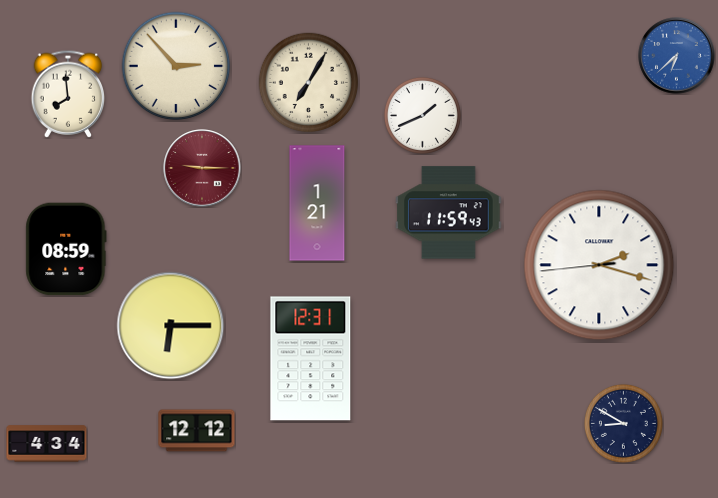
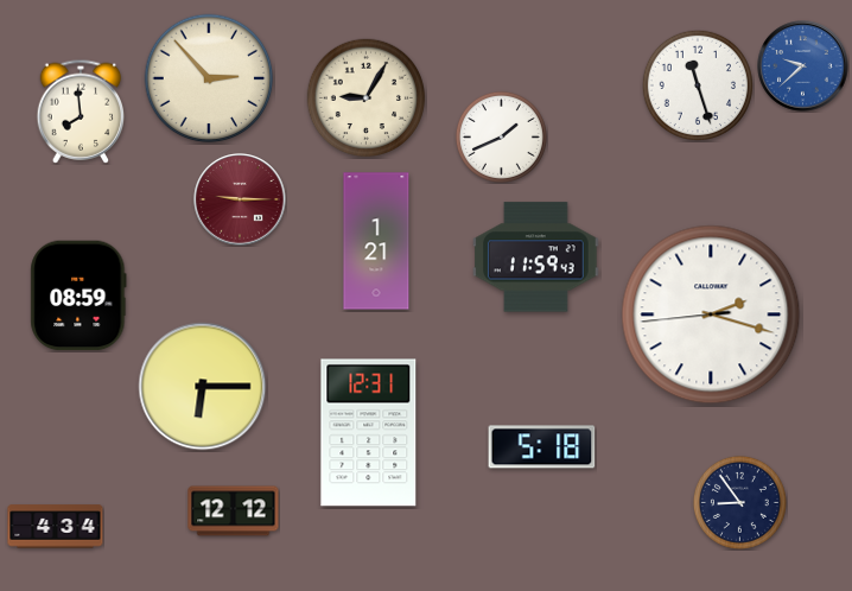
clock at (677, 56): 6:38 -> 9:38
clock at (697, 84): none -> 11:27
clock at (309, 83): 7:05 -> 9:05
clock at (449, 213) position: (449, 213) -> (536, 258)
clock at (311, 359) position: (311, 359) -> (369, 433)
clock at (542, 447): none -> 5:18
clock at (623, 423): 8:50 -> 8:54
